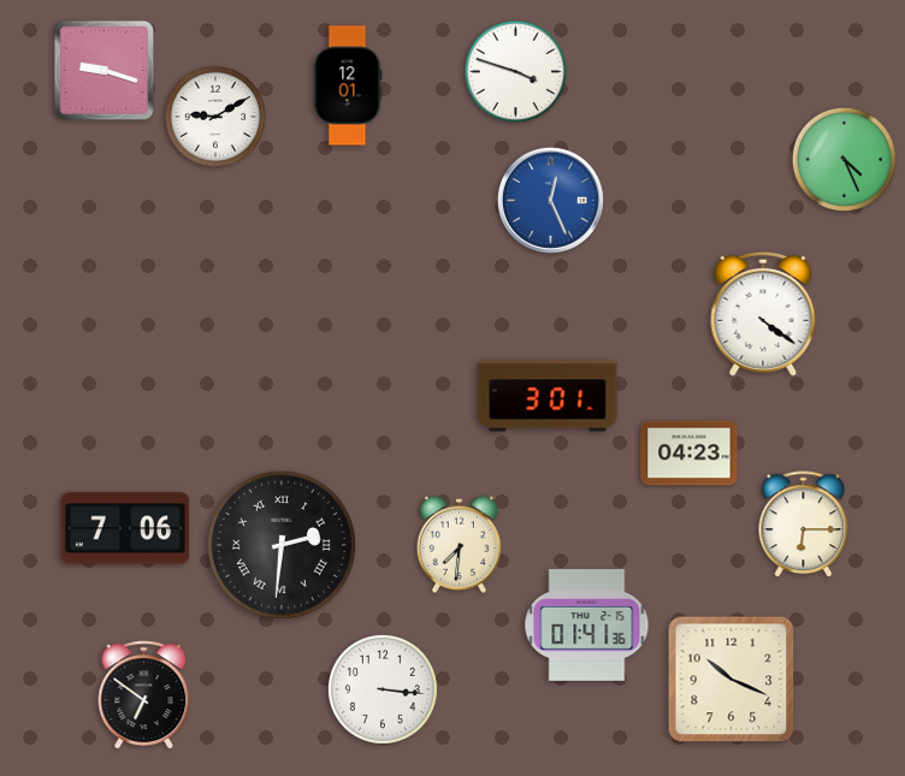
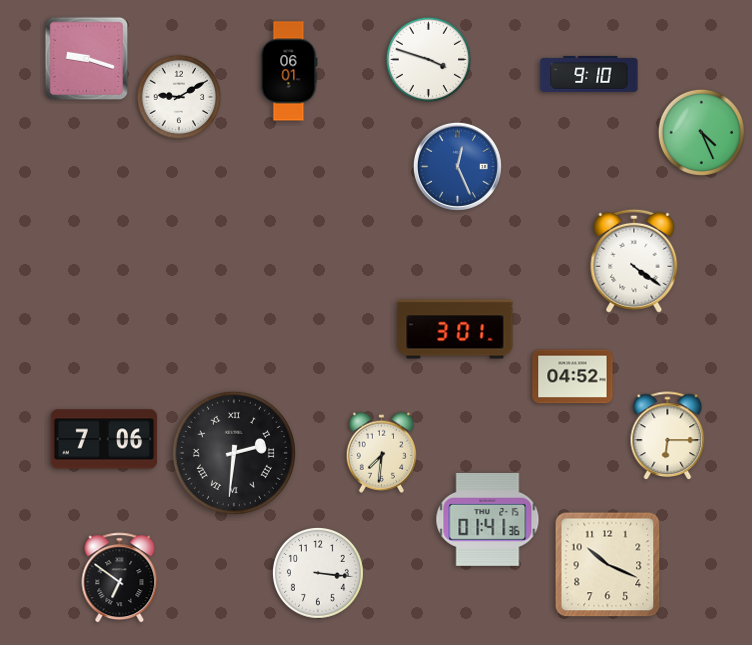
clock at (348, 85): 12:01 -> 06:01
clock at (589, 74): none -> 9:10
clock at (690, 454): 04:23 -> 04:52
